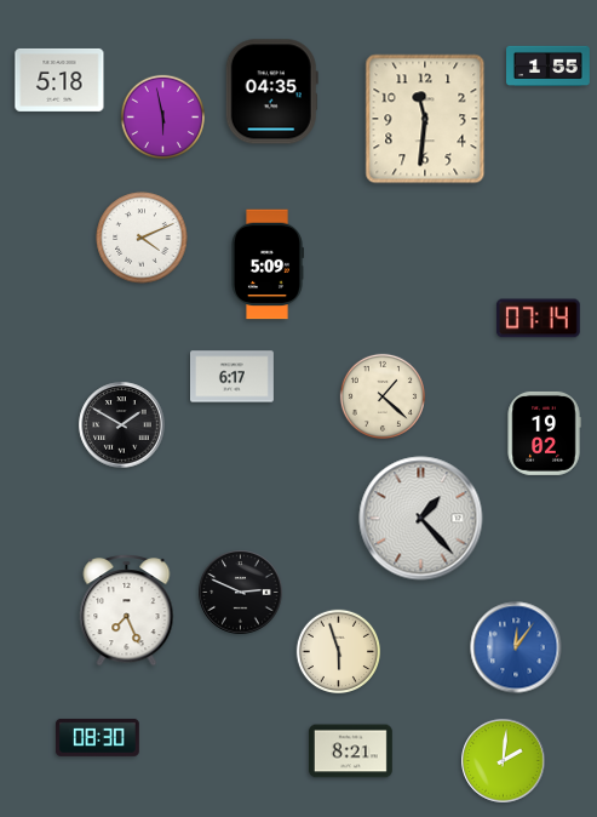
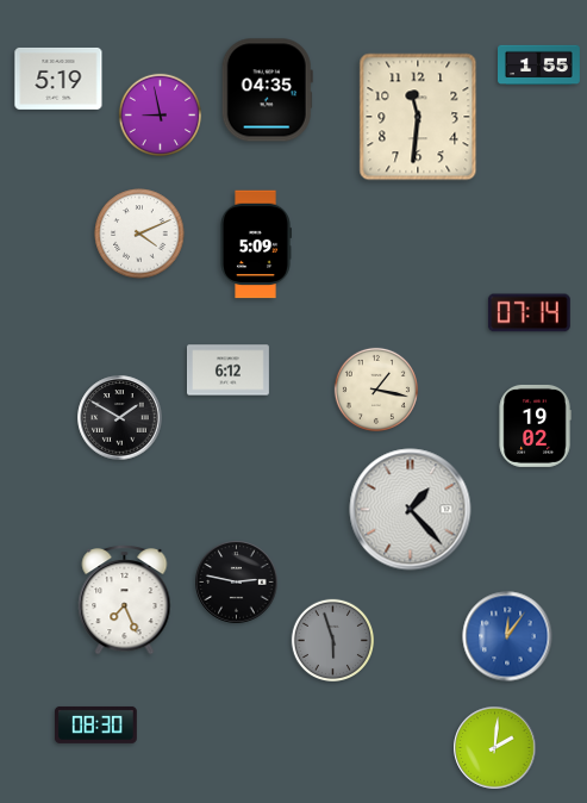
clock at (59, 80): 5:18 -> 5:19
clock at (162, 116): 5:58 -> 8:58
clock at (268, 264) position: (268, 264) -> (256, 244)
clock at (233, 377): 6:17 -> 6:12
clock at (383, 396): 1:22 -> 1:17
clock at (421, 519) position: (421, 519) -> (411, 510)
clock at (241, 593): 2:49 -> 2:47
clock at (338, 651) dial: cream -> grey
clock at (350, 752): 8:21 -> none
